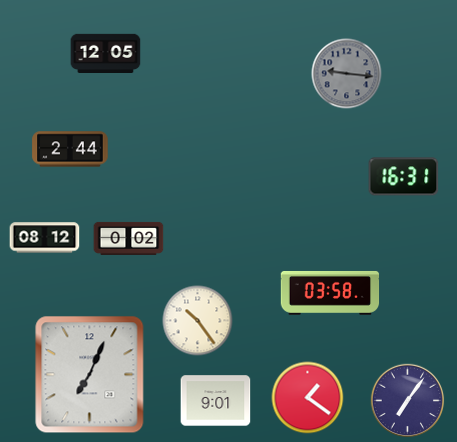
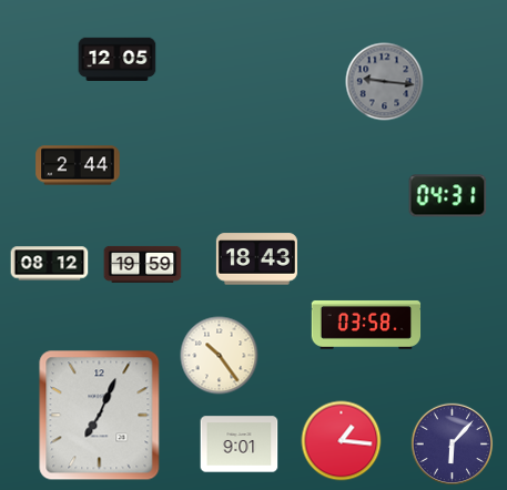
clock at (404, 177): 16:31 -> 04:31
clock at (256, 259): none -> 18:43
clock at (129, 238): 0:02 -> 19:59
clock at (308, 398): 1:21 -> 1:16
clock at (408, 401): 7:06 -> 6:07
